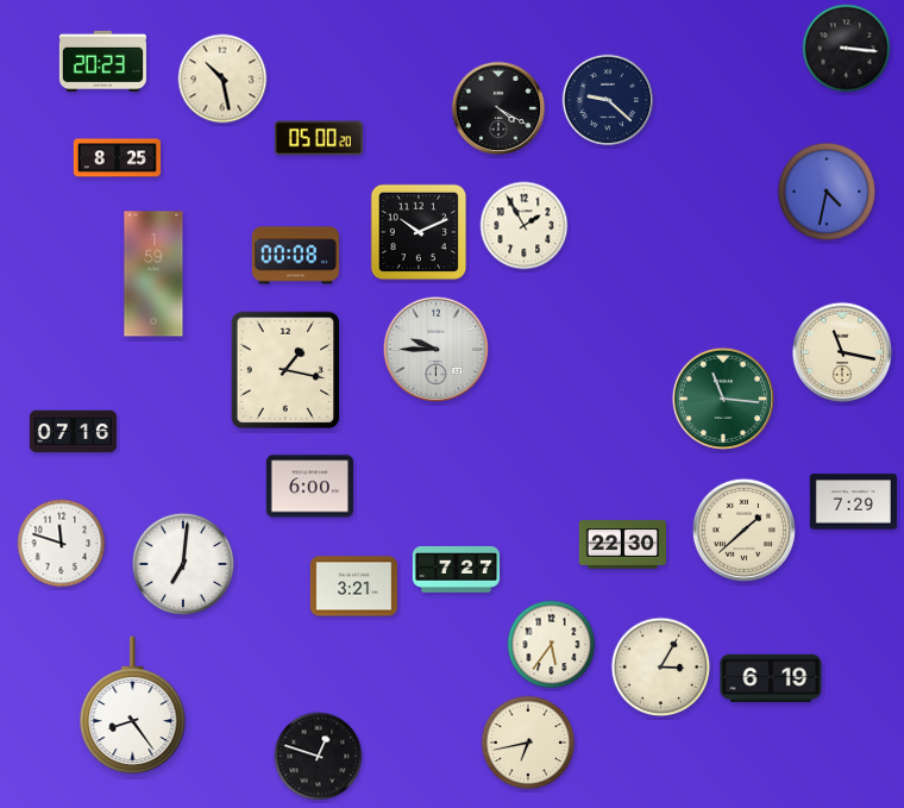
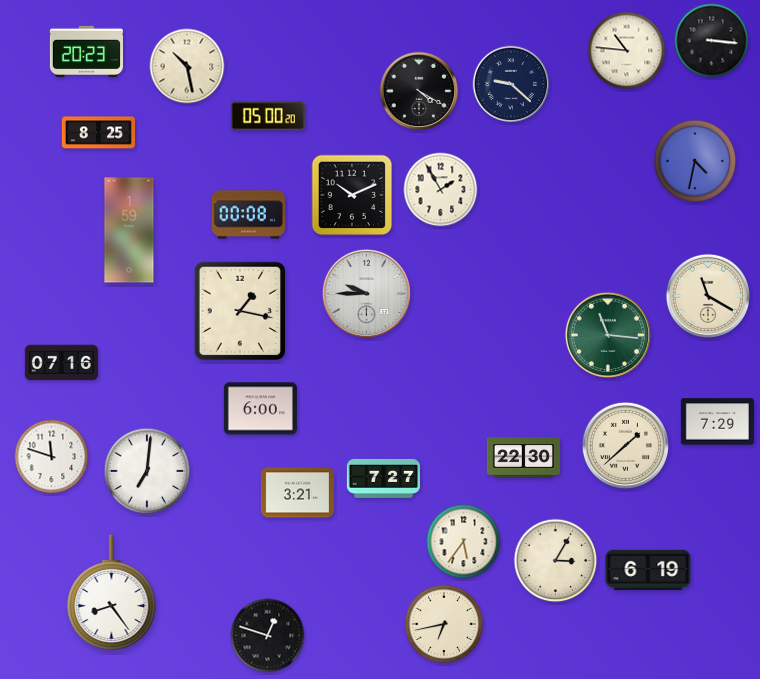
clock at (627, 51): none -> 10:46
clock at (841, 351): 11:17 -> 11:20
clock at (183, 564) position: (183, 564) -> (147, 471)
